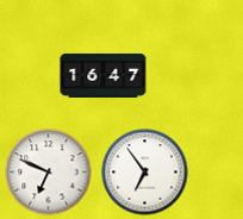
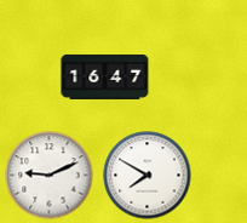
clock at (49, 173): 6:49 -> 9:11
clock at (145, 173): 6:54 -> 7:50
